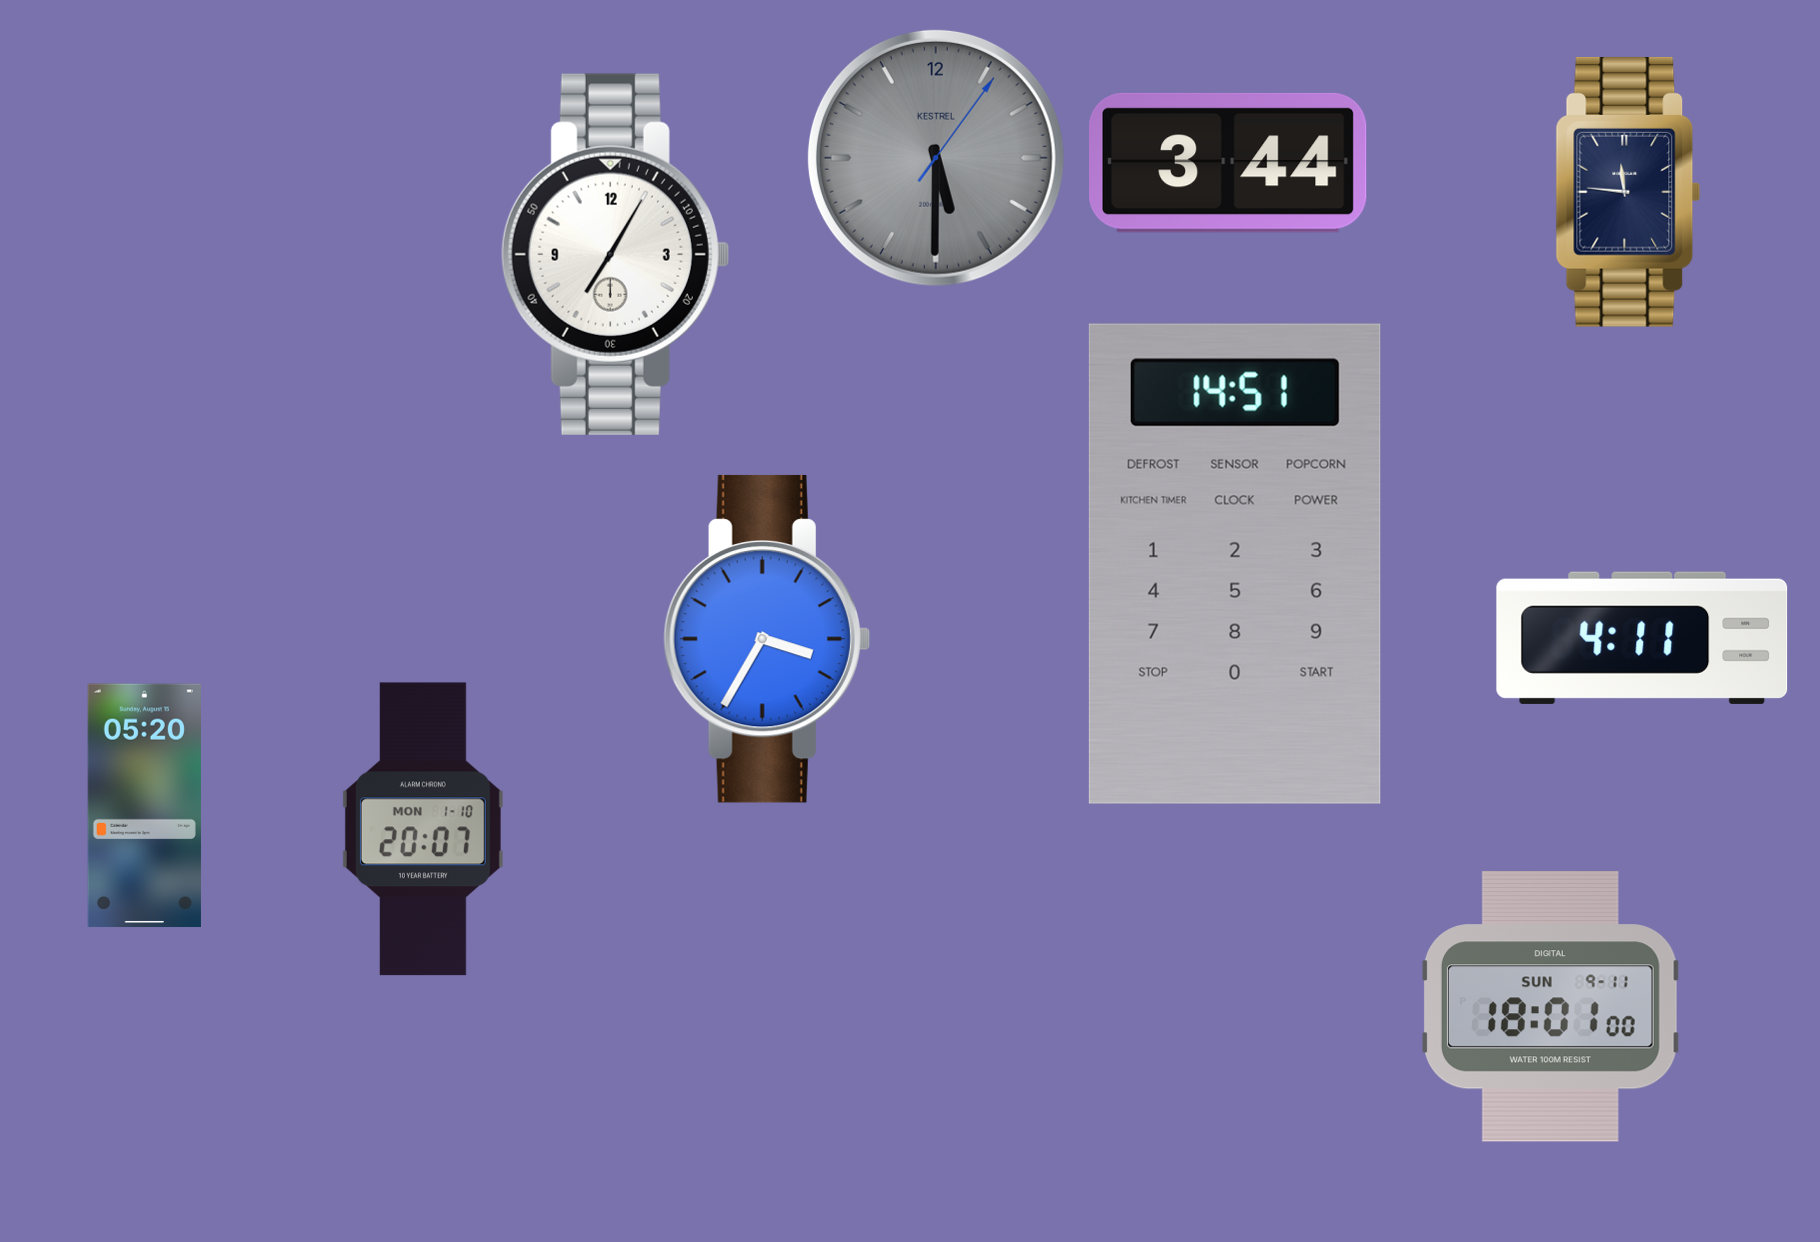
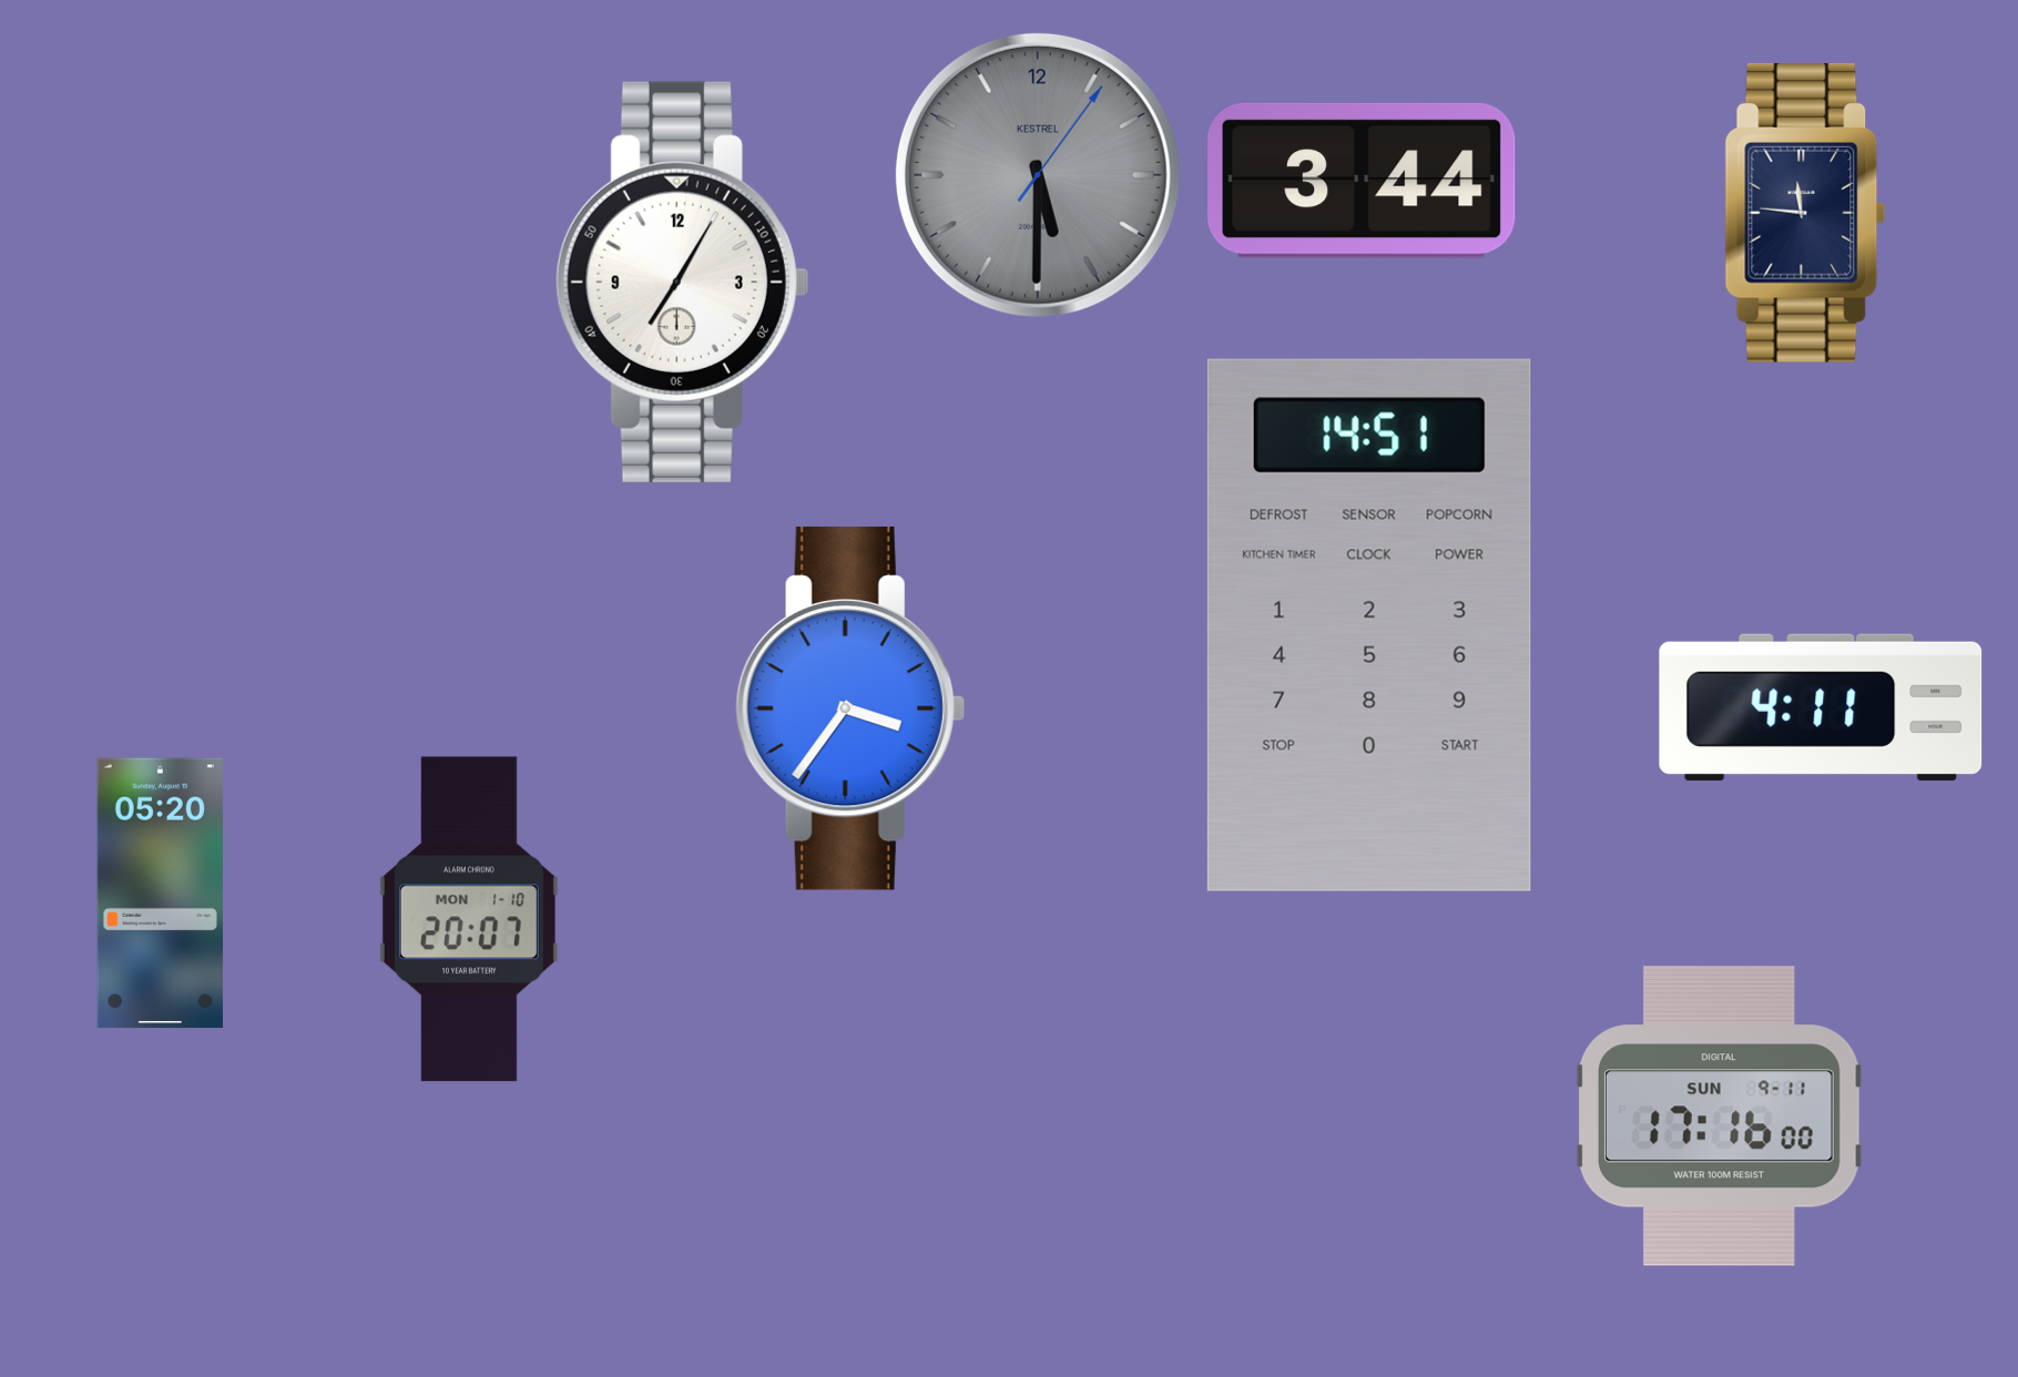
clock at (767, 639): 3:35 -> 3:36
clock at (1550, 1007): 18:01 -> 17:16
